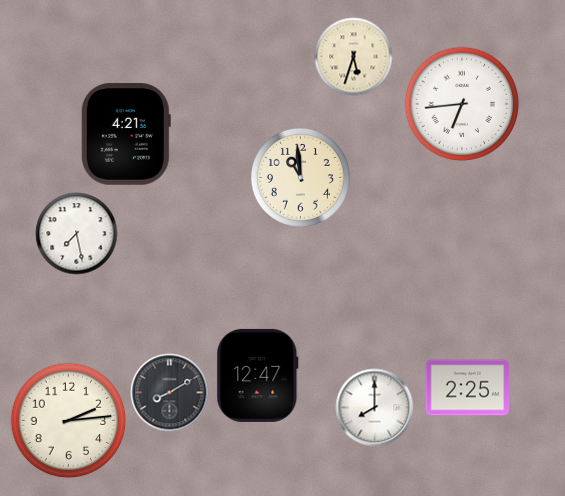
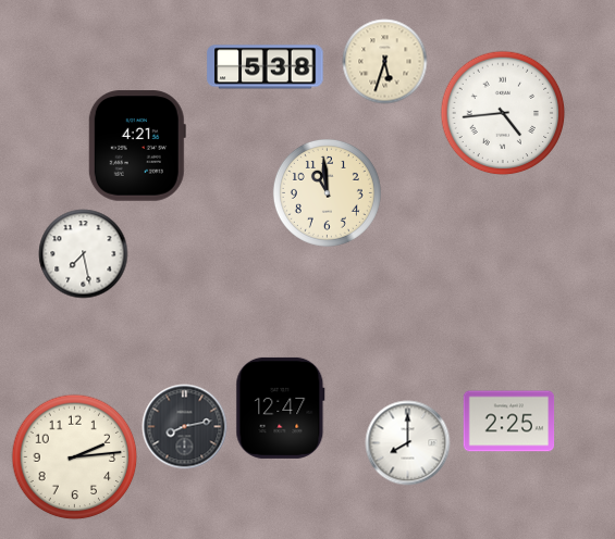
clock at (266, 67): none -> 5:38
clock at (462, 104): 6:44 -> 4:44
clock at (169, 392): 8:10 -> 8:13
